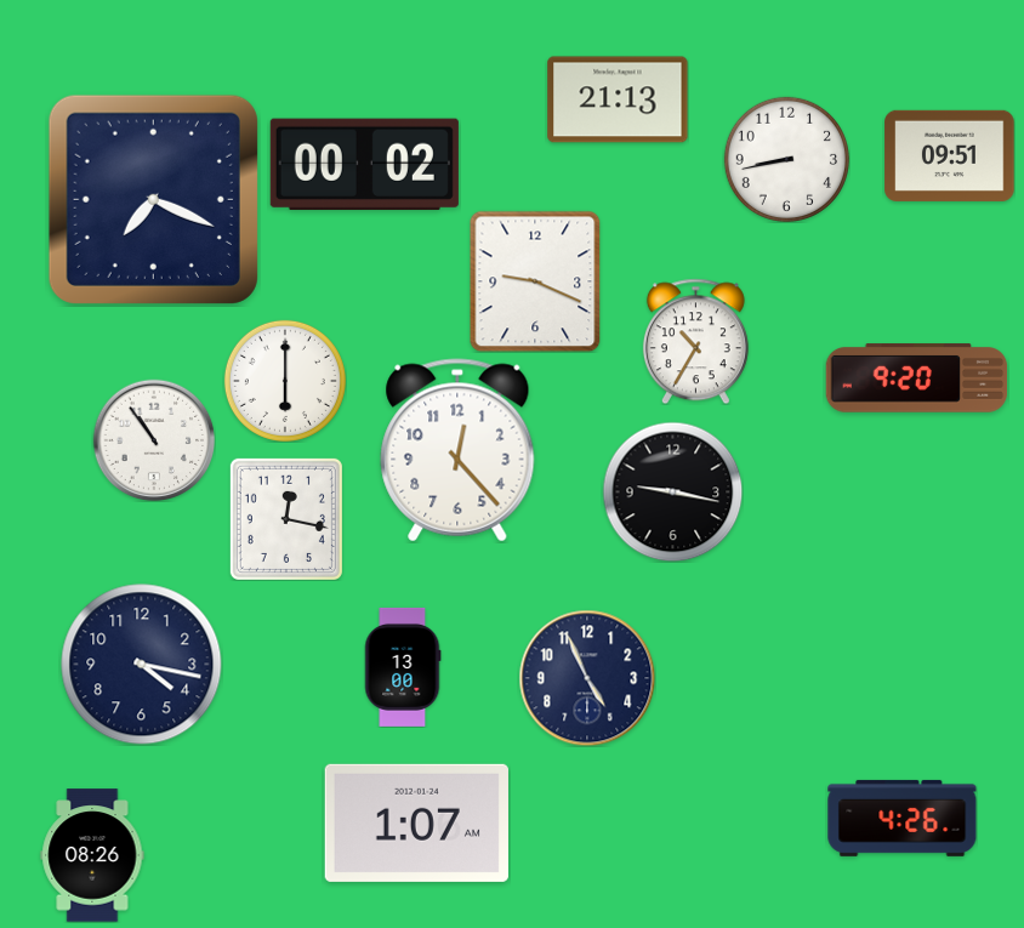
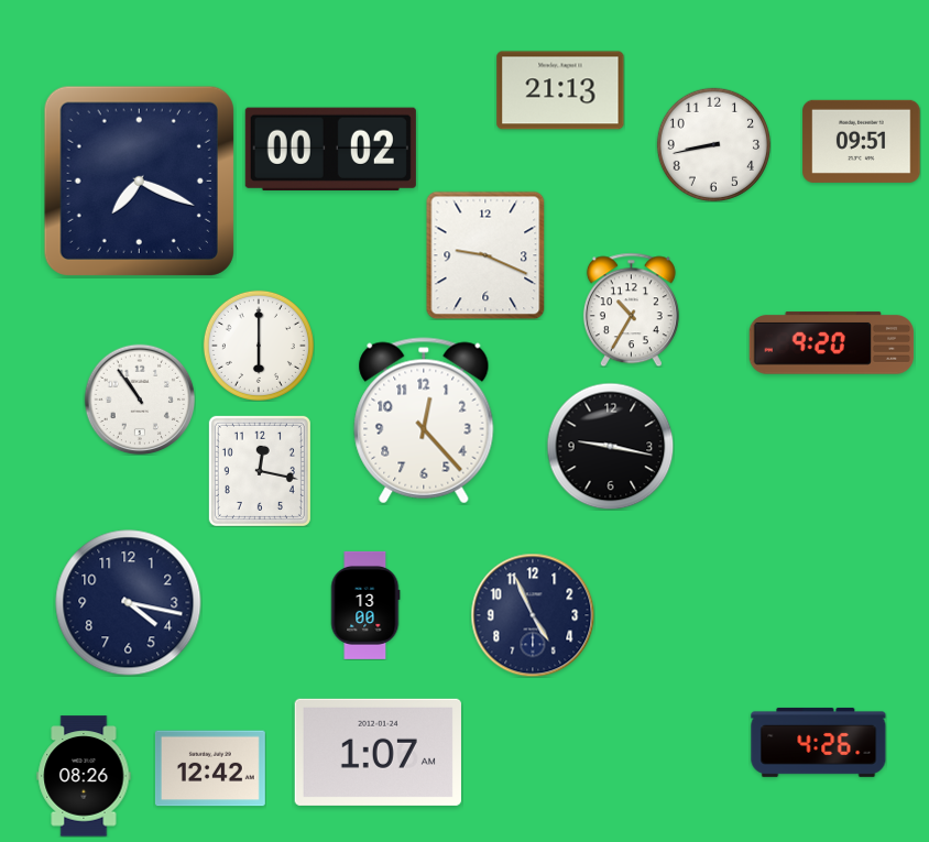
clock at (457, 450) position: (457, 450) -> (424, 420)
clock at (416, 822) position: (416, 822) -> (378, 752)
clock at (210, 768): none -> 12:42
